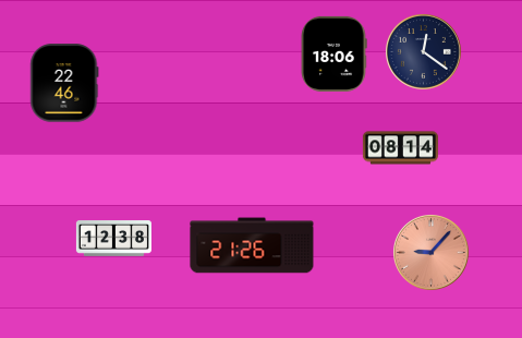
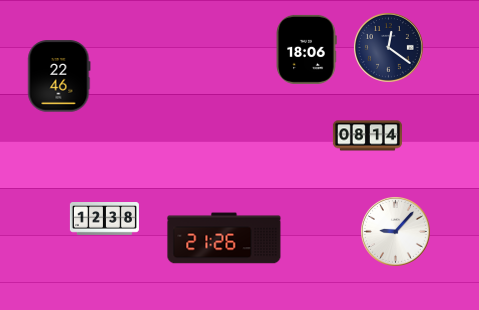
clock at (252, 245) position: (252, 245) -> (224, 238)
clock at (432, 253) dial: salmon -> white
